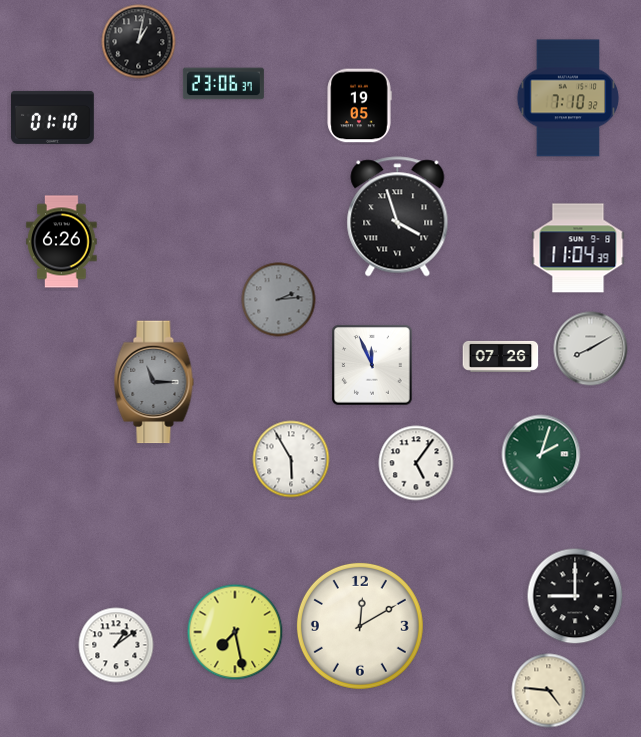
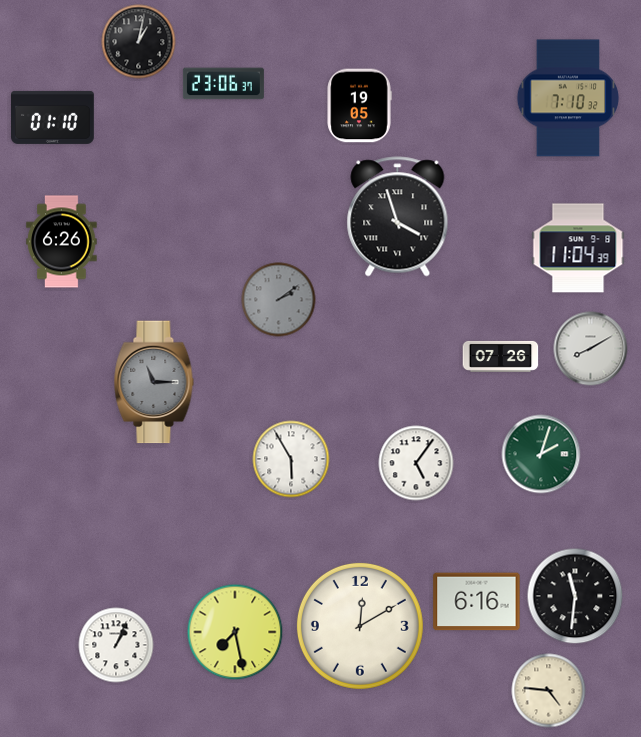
clock at (279, 300): 2:14 -> 2:09
clock at (372, 365): 11:56 -> none
clock at (575, 596): 9:00 -> 11:31
clock at (477, 602): none -> 6:16
clock at (116, 645): 1:09 -> 1:04
